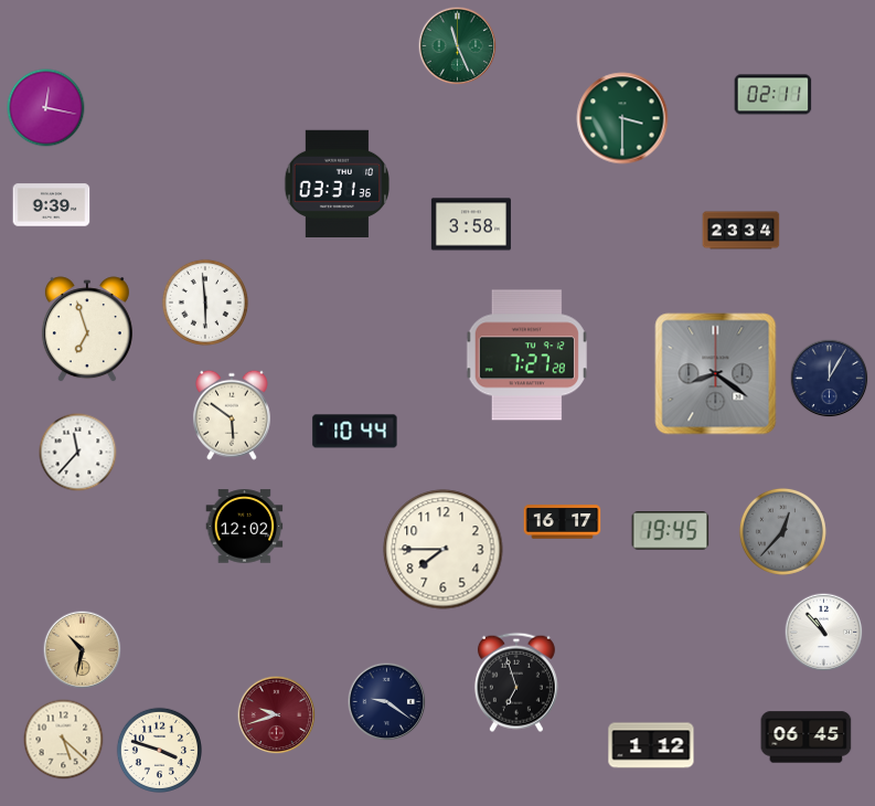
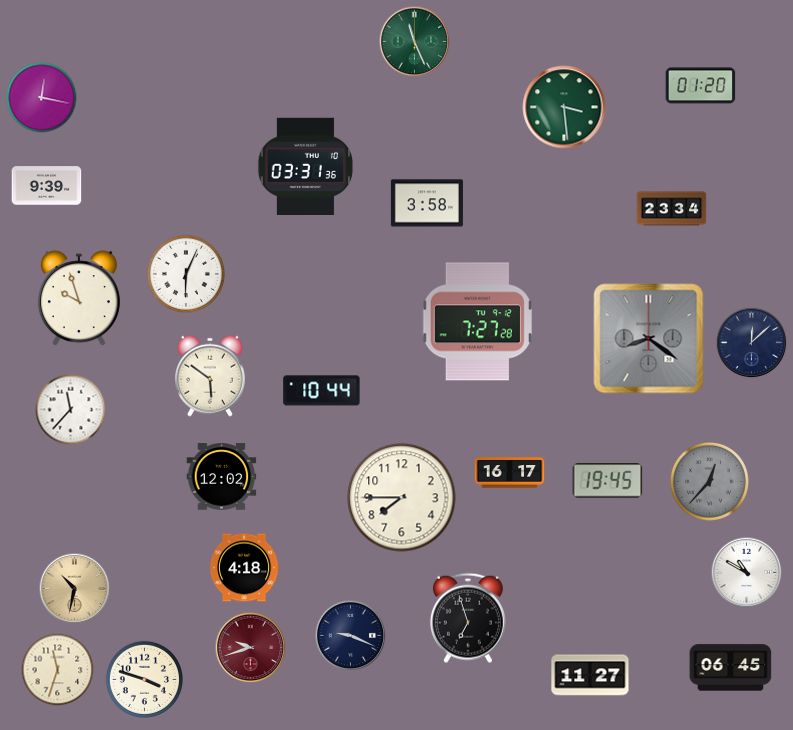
clock at (773, 95): 02:11 -> 01:20
clock at (622, 118): 3:30 -> 3:29
clock at (205, 303): 5:59 -> 6:04
clock at (87, 330): 6:57 -> 9:57
clock at (830, 379): 12:05 -> 12:08
clock at (244, 568): none -> 4:18
clock at (824, 633): 10:53 -> 10:50
clock at (387, 702): 9:21 -> 9:19
clock at (64, 740): 5:22 -> 11:33
clock at (651, 745): 1:12 -> 11:27
